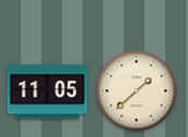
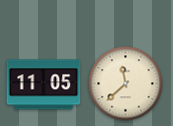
clock at (137, 91): 1:38 -> 11:38
